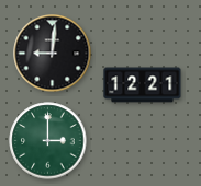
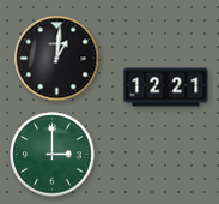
clock at (53, 54): 9:01 -> 1:01
clock at (143, 85) position: (143, 85) -> (166, 88)
